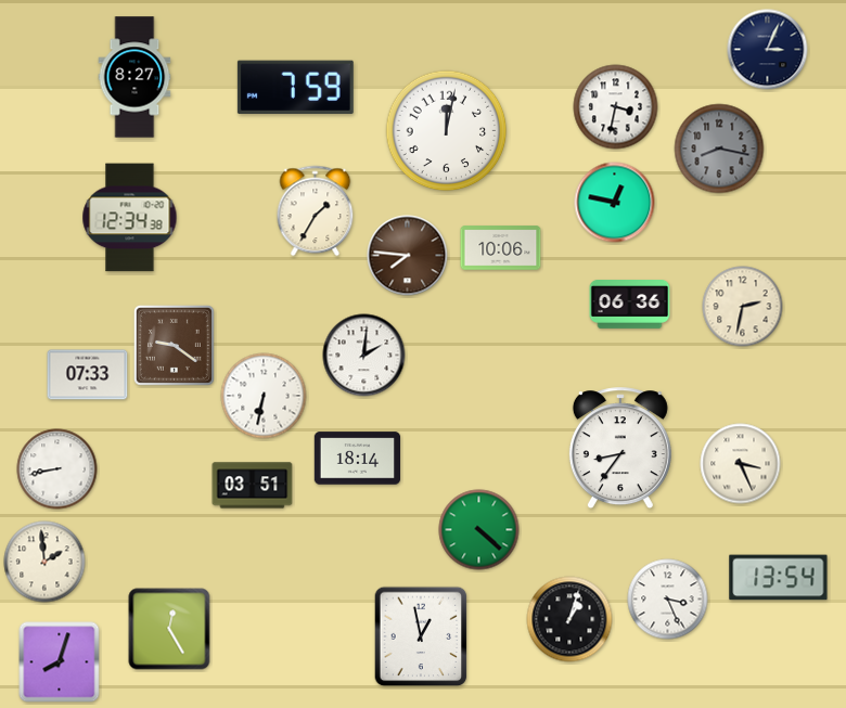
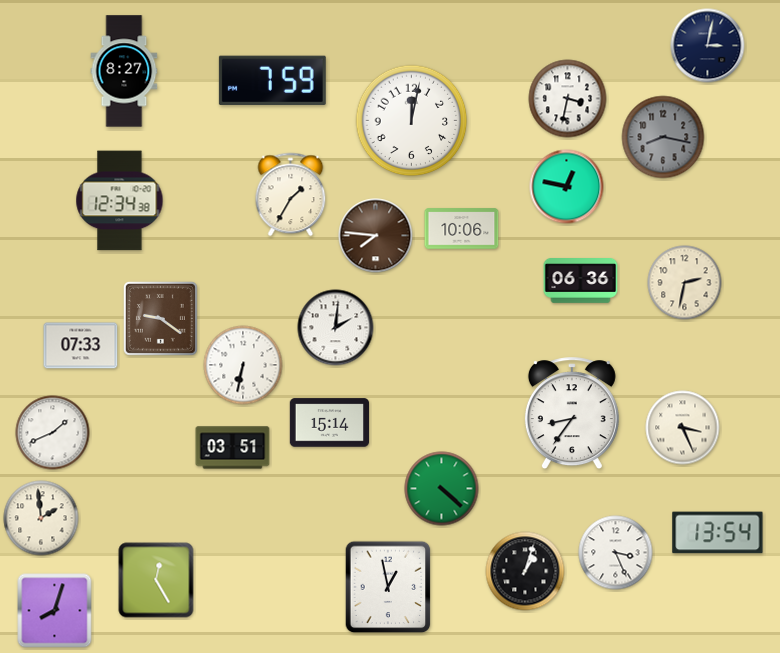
clock at (768, 50): 3:04 -> 3:02
clock at (358, 459): 18:14 -> 15:14
clock at (57, 469): 8:43 -> 1:41
